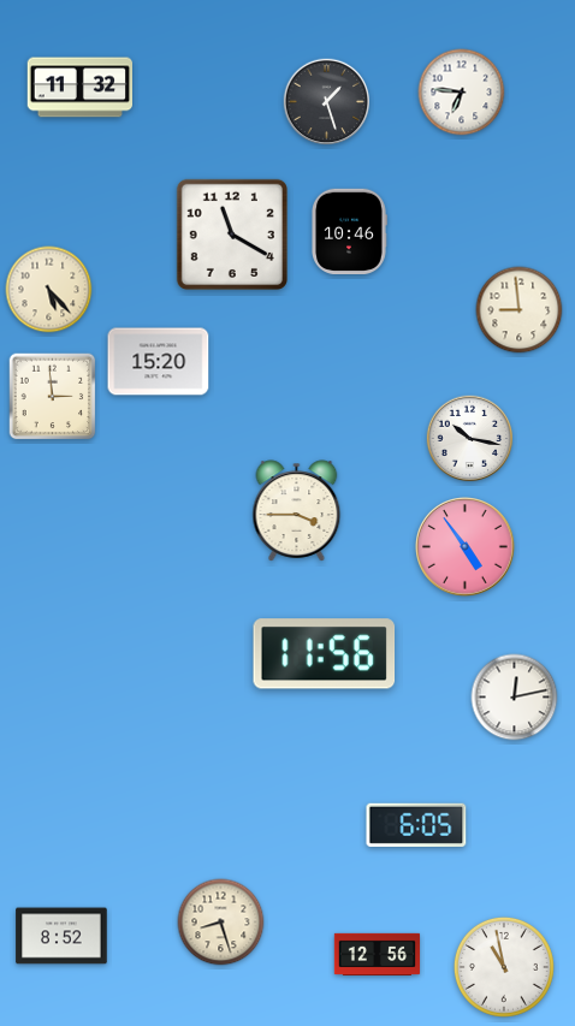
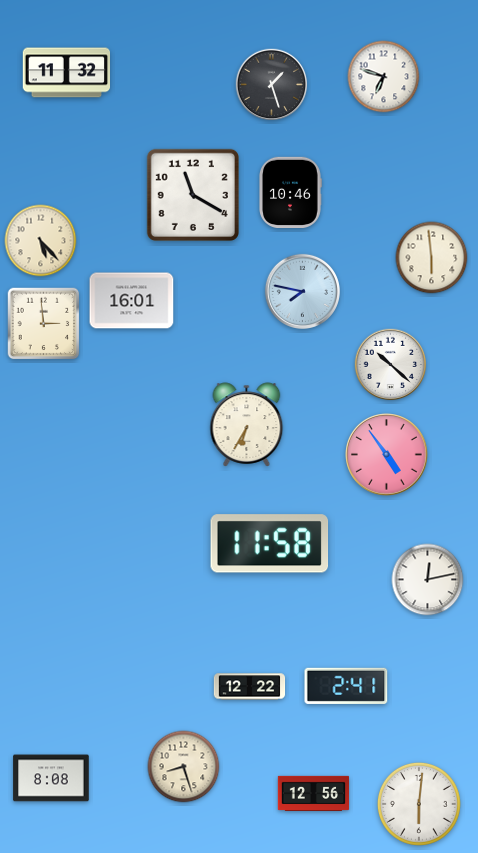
clock at (462, 93): 6:46 -> 6:48
clock at (520, 310): 8:59 -> 5:59
clock at (302, 291): none -> 7:47
clock at (159, 362): 15:20 -> 16:01
clock at (53, 397) position: (53, 397) -> (44, 324)
clock at (470, 439): 10:17 -> 10:22
clock at (297, 511): 3:45 -> 6:35
clock at (325, 654): 11:56 -> 11:58
clock at (416, 825): 6:05 -> 2:41
clock at (250, 687): none -> 12:22
clock at (61, 936): 8:52 -> 8:08
clock at (504, 967): 10:58 -> 6:01
